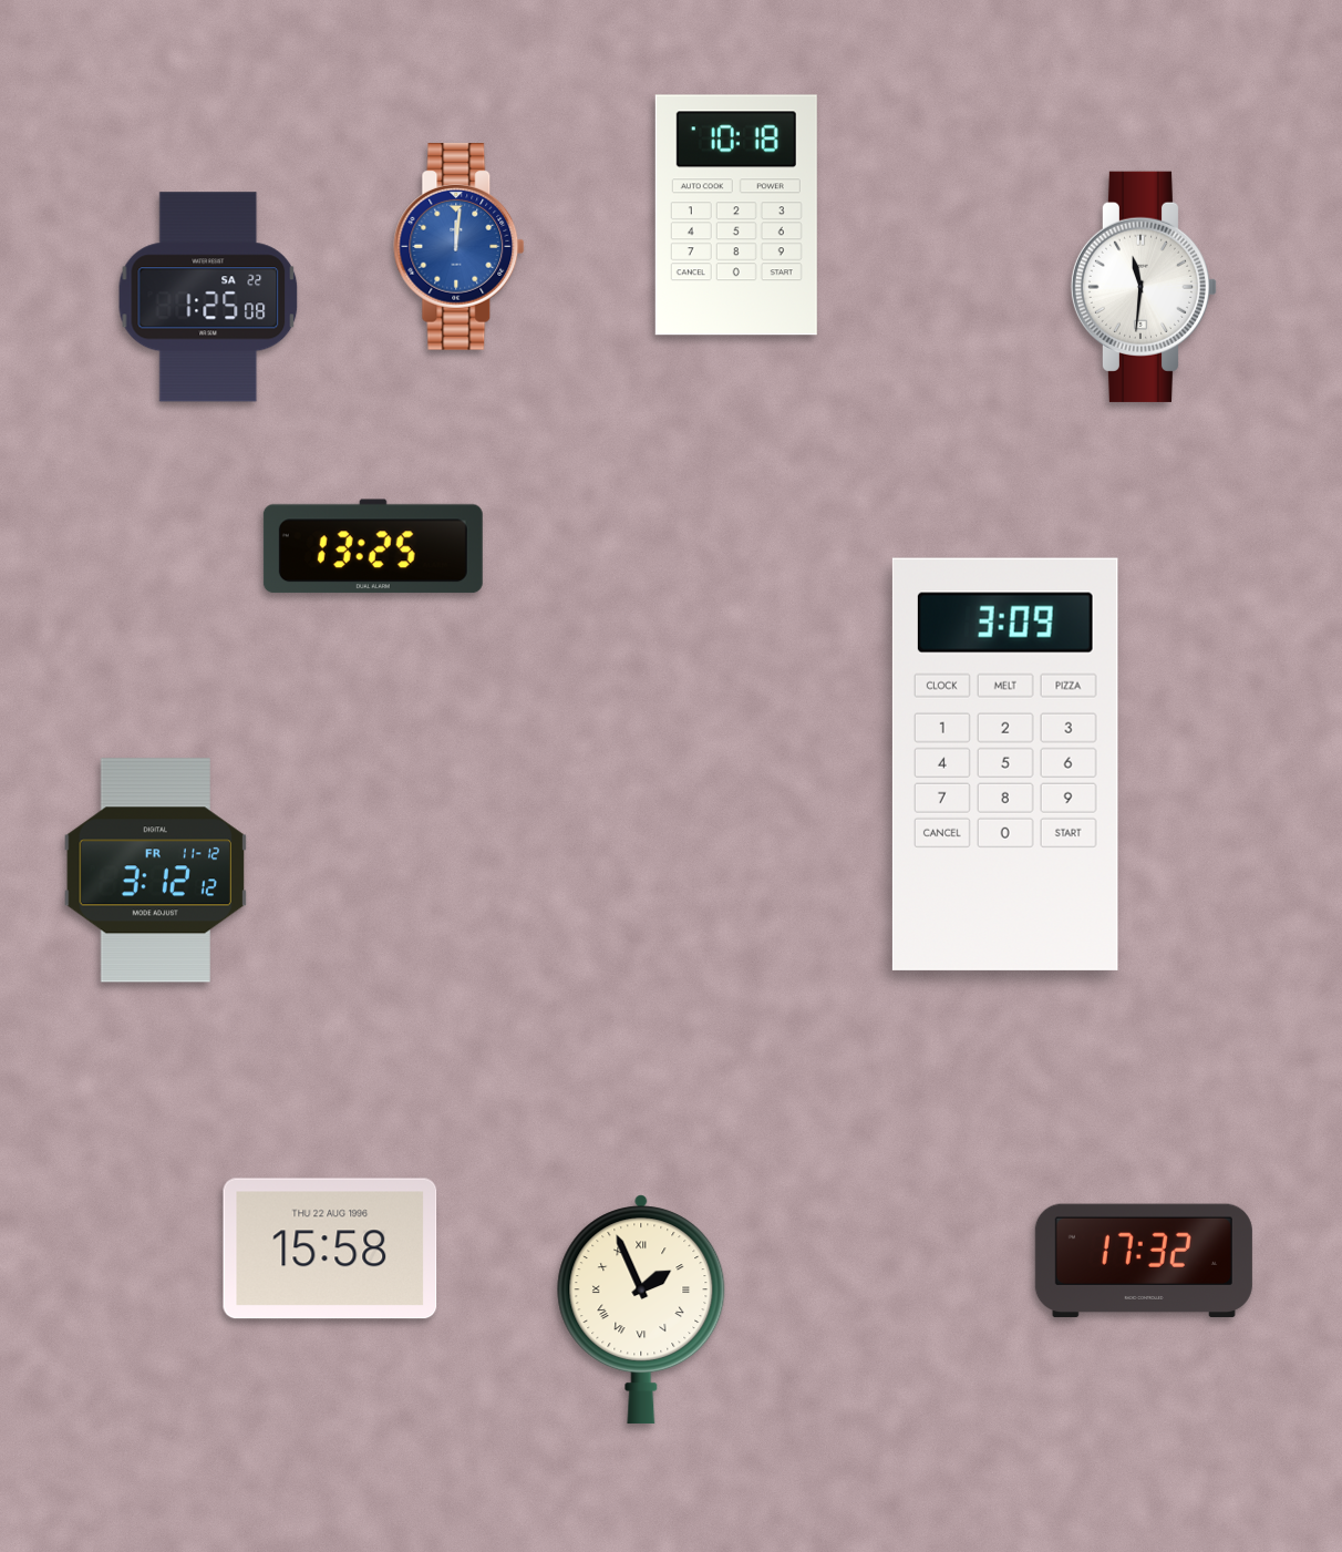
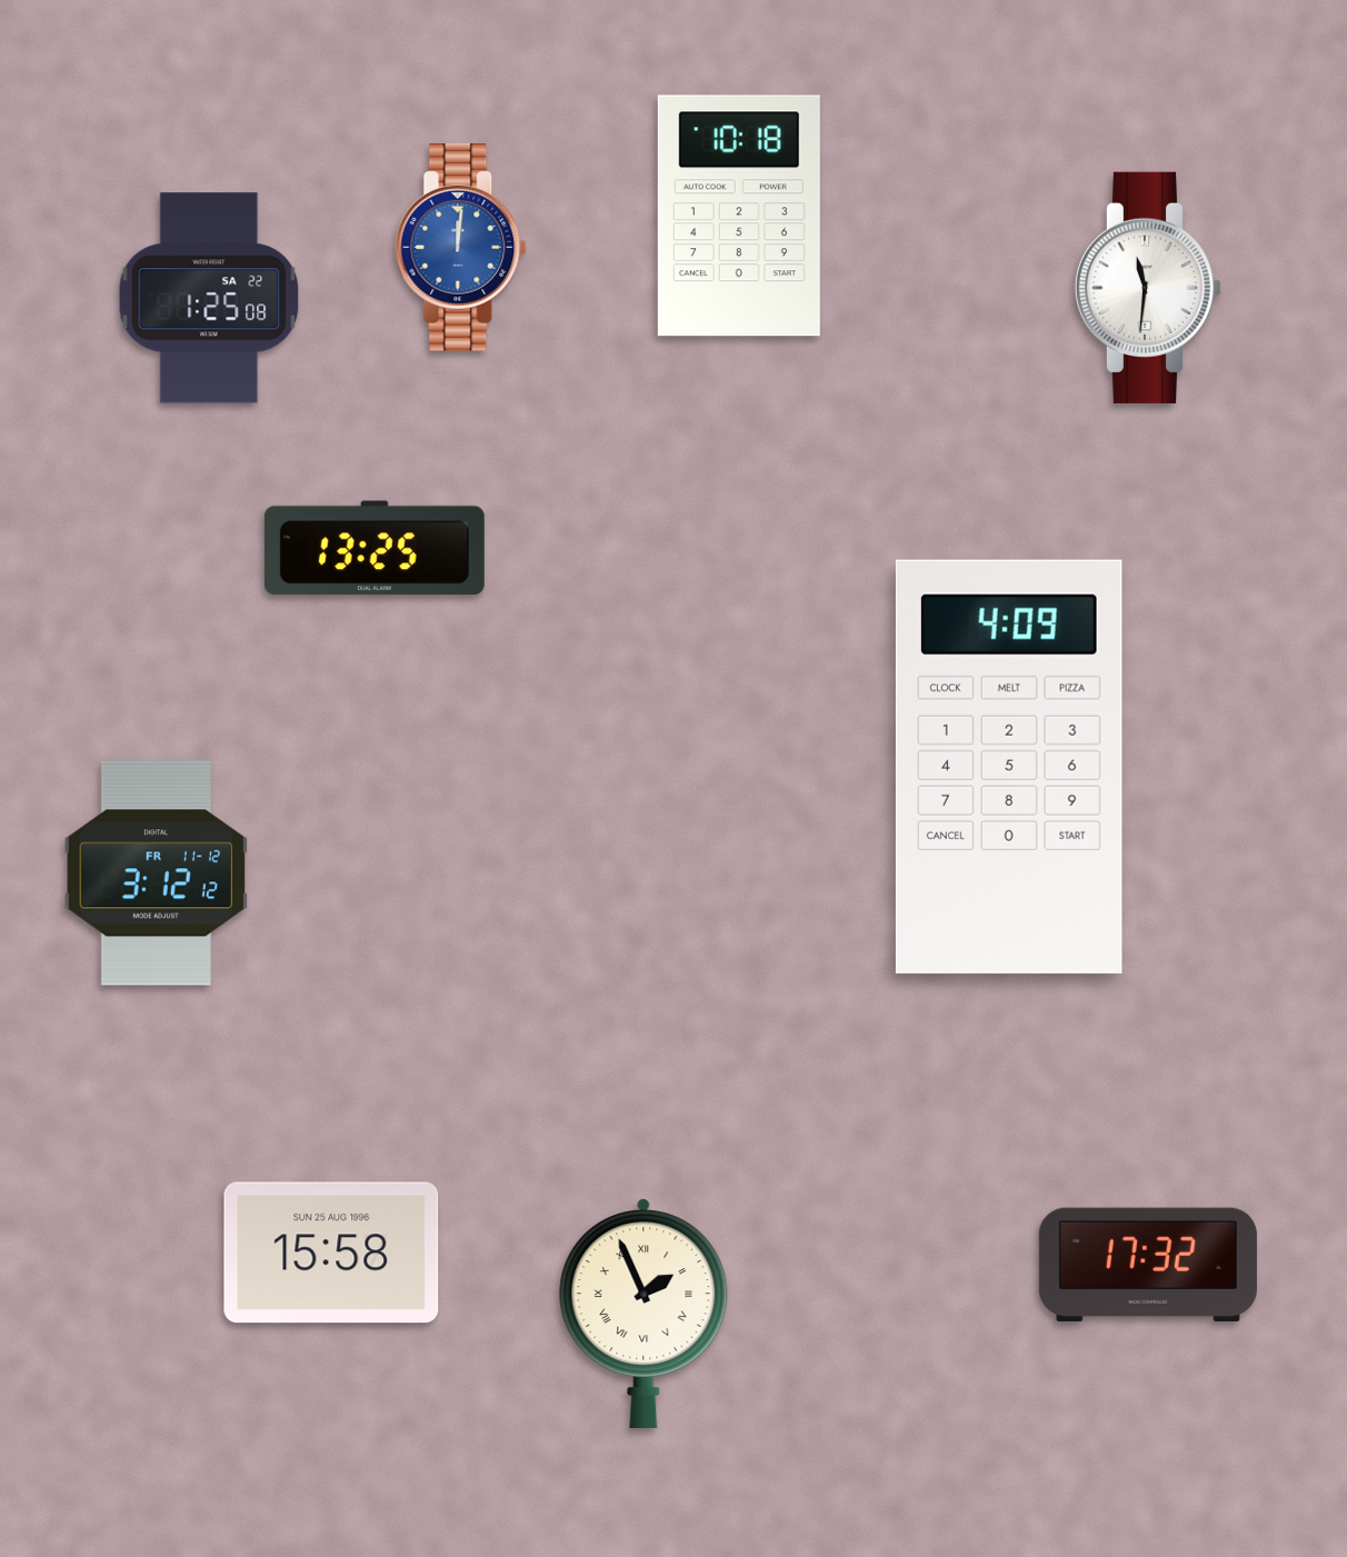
clock at (1005, 764): 3:09 -> 4:09
clock at (330, 1248) date: THU 22 AUG 1996 -> SUN 25 AUG 1996
